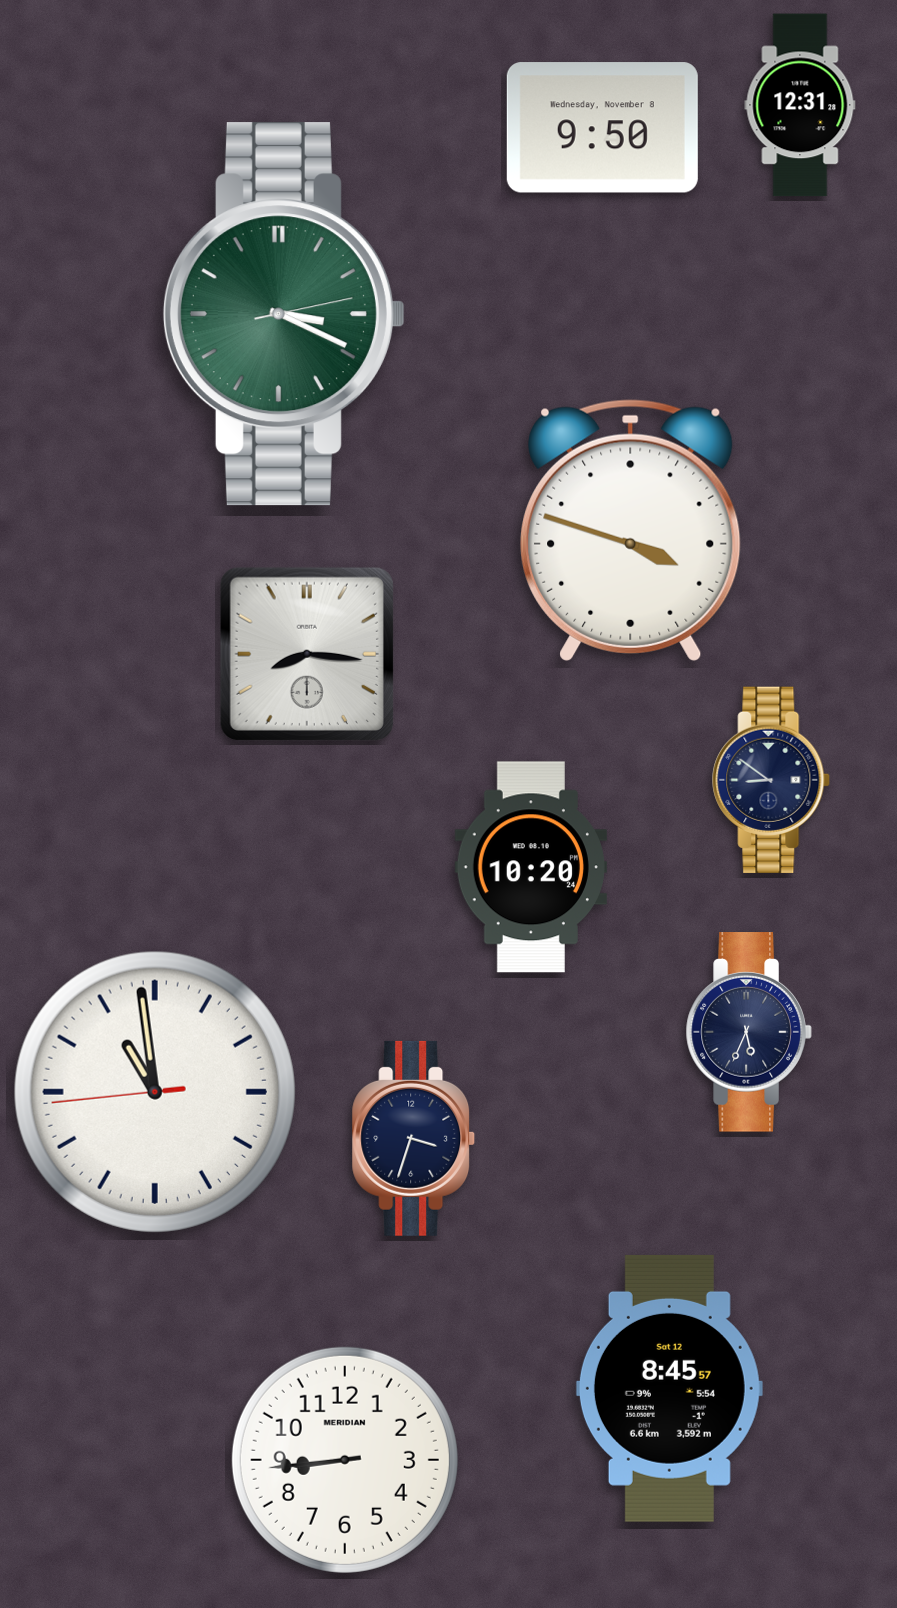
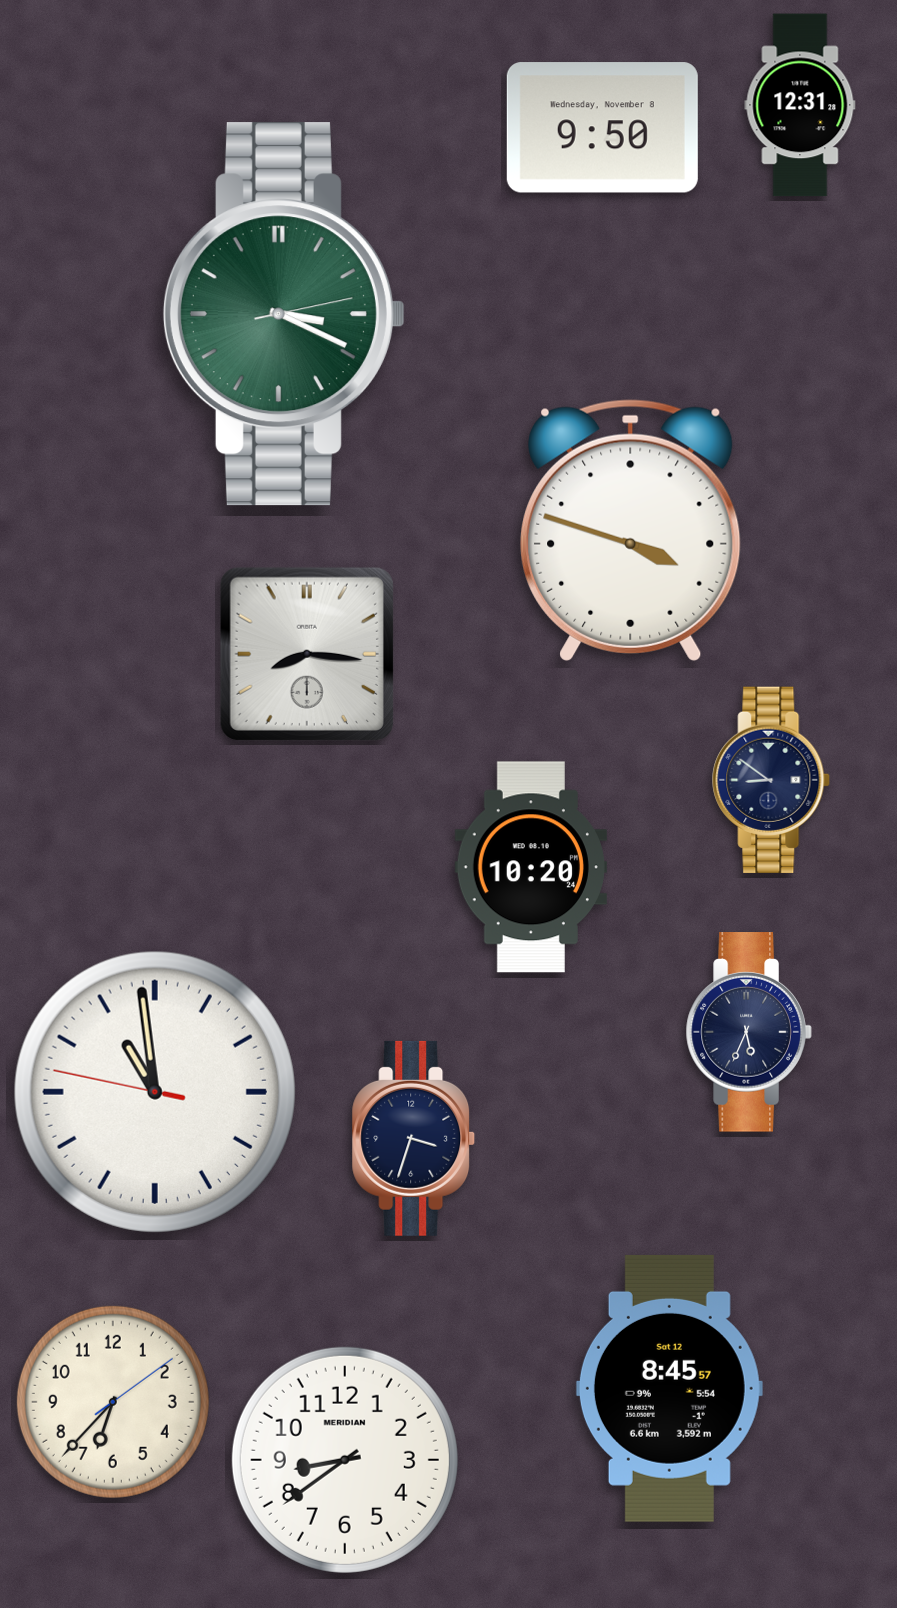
clock at (155, 1092): 10:58:44 -> 10:58:47
clock at (113, 1402): none -> 6:37
clock at (345, 1460): 8:44 -> 8:39
